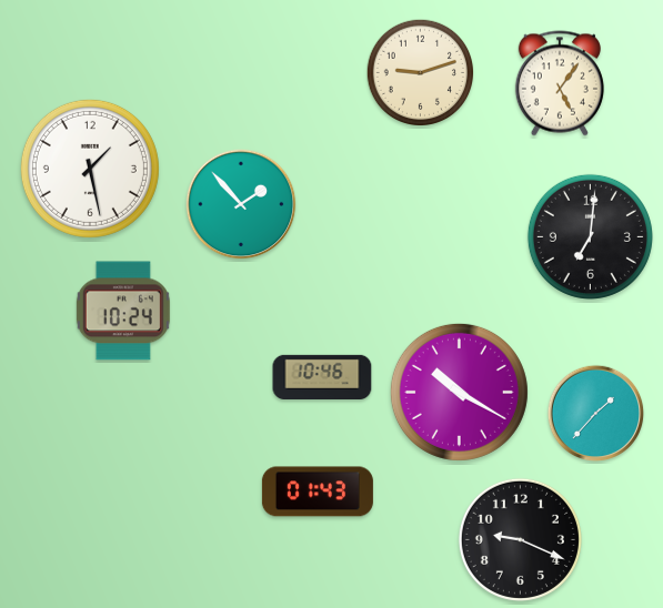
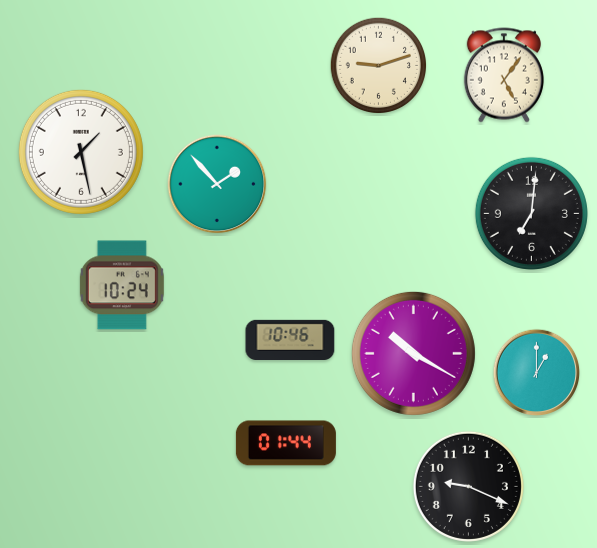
clock at (123, 311) position: (123, 311) -> (122, 285)
clock at (596, 414): 1:37 -> 1:00
clock at (318, 492): 01:43 -> 01:44
